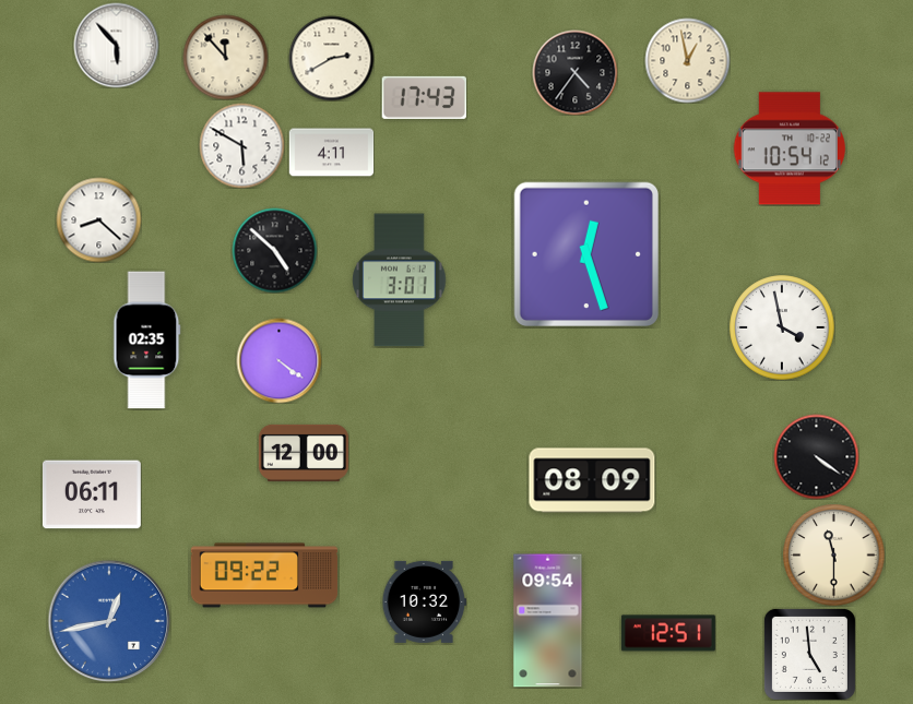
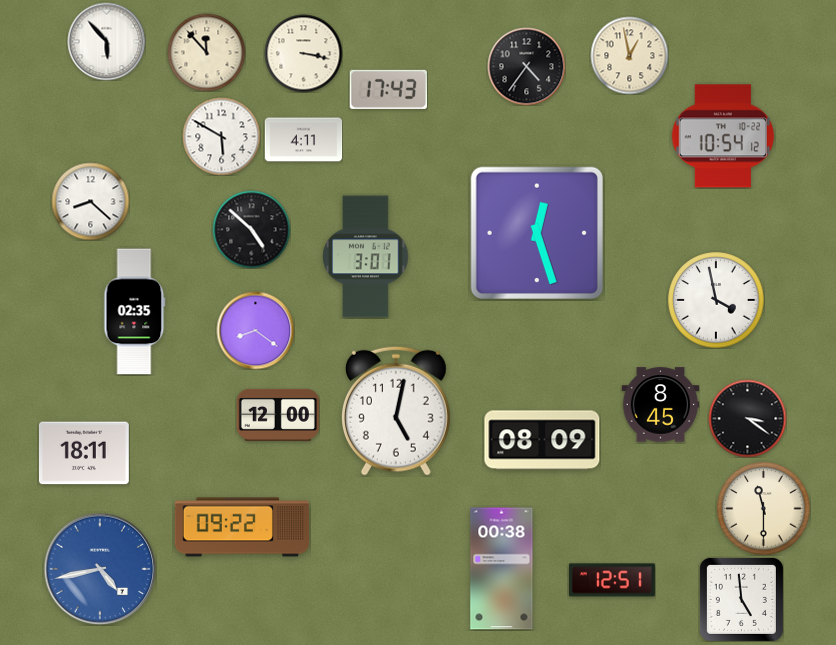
clock at (331, 58): 2:40 -> 3:17
clock at (241, 145) position: (241, 145) -> (221, 136)
clock at (278, 360): 4:21 -> 8:21
clock at (660, 405): none -> 8:45
clock at (396, 411): none -> 5:02
clock at (816, 456): 4:21 -> 3:21
clock at (92, 494): 06:11 -> 18:11
clock at (424, 601): 10:32 -> none
clock at (109, 621): 12:43 -> 4:43
clock at (548, 621): 09:54 -> 00:38
